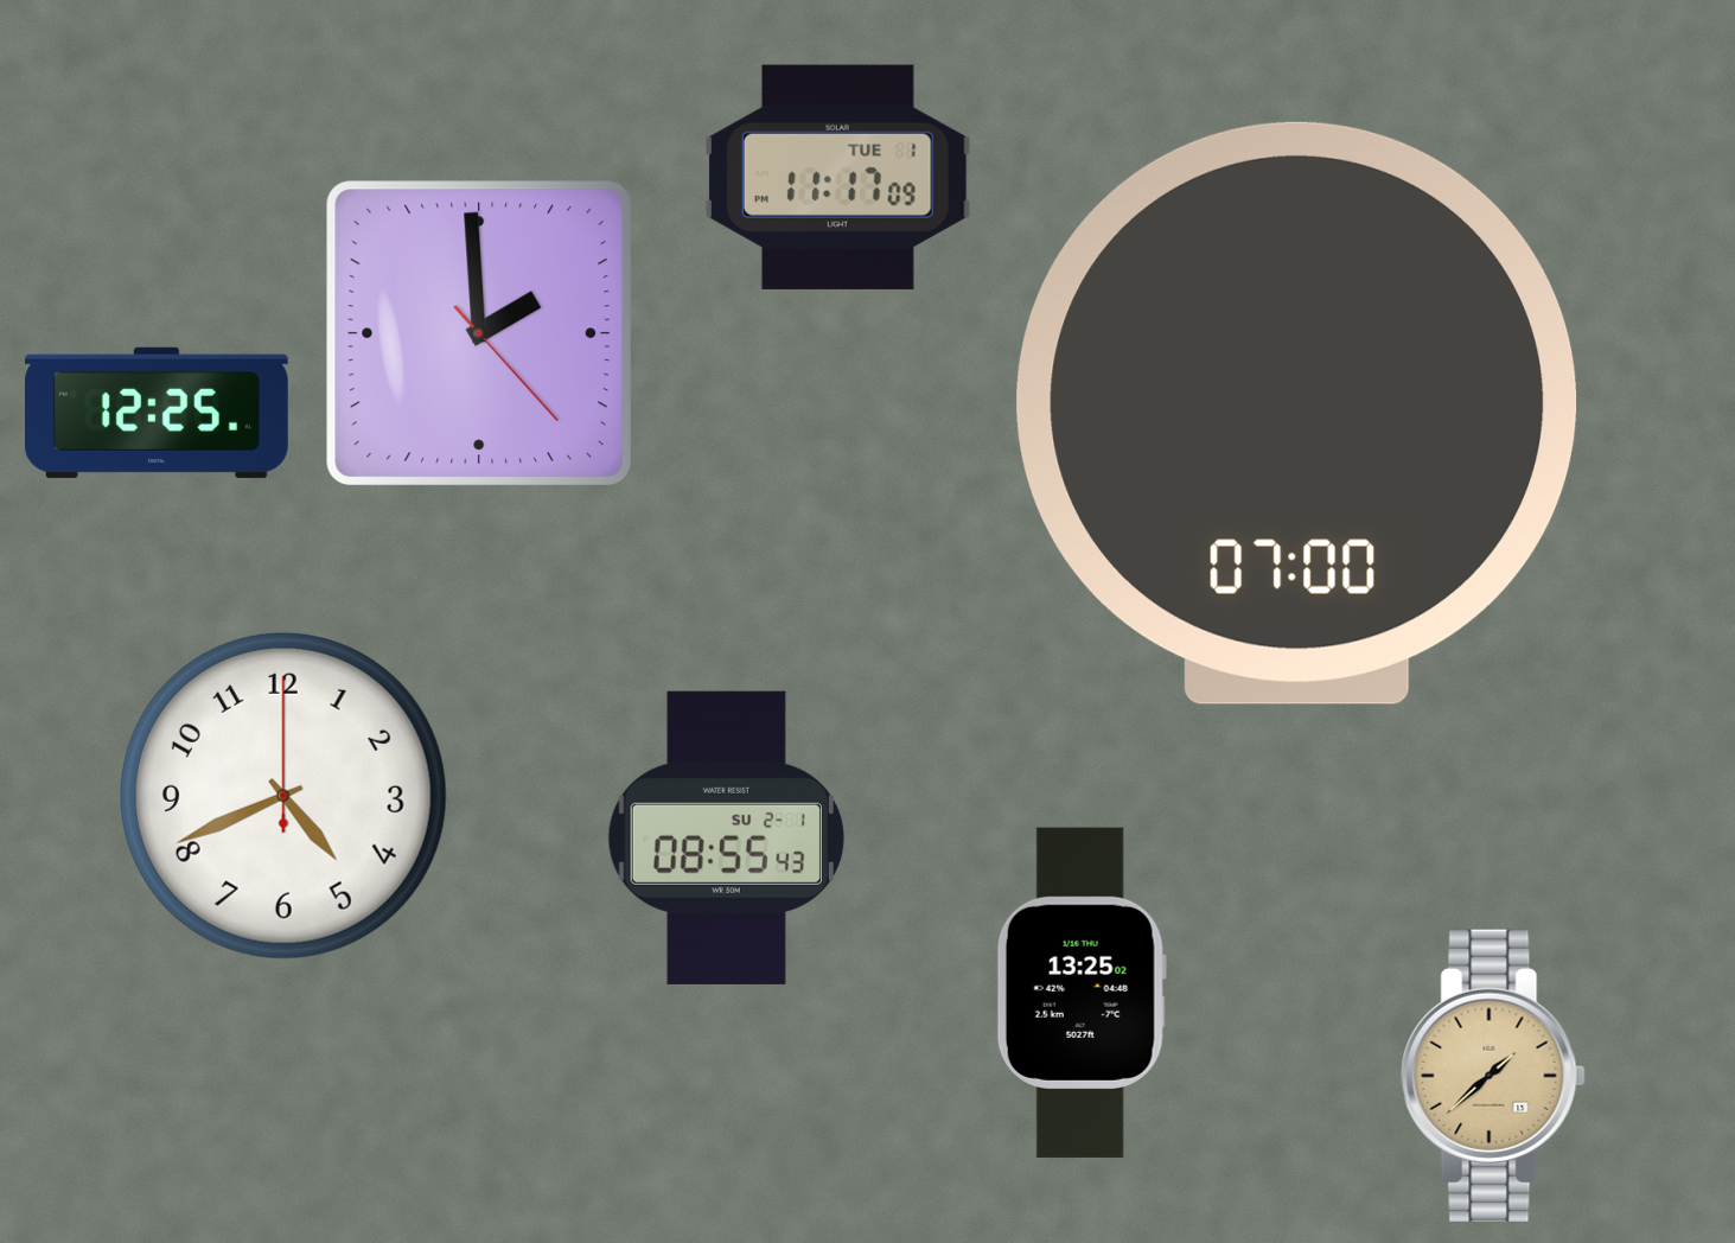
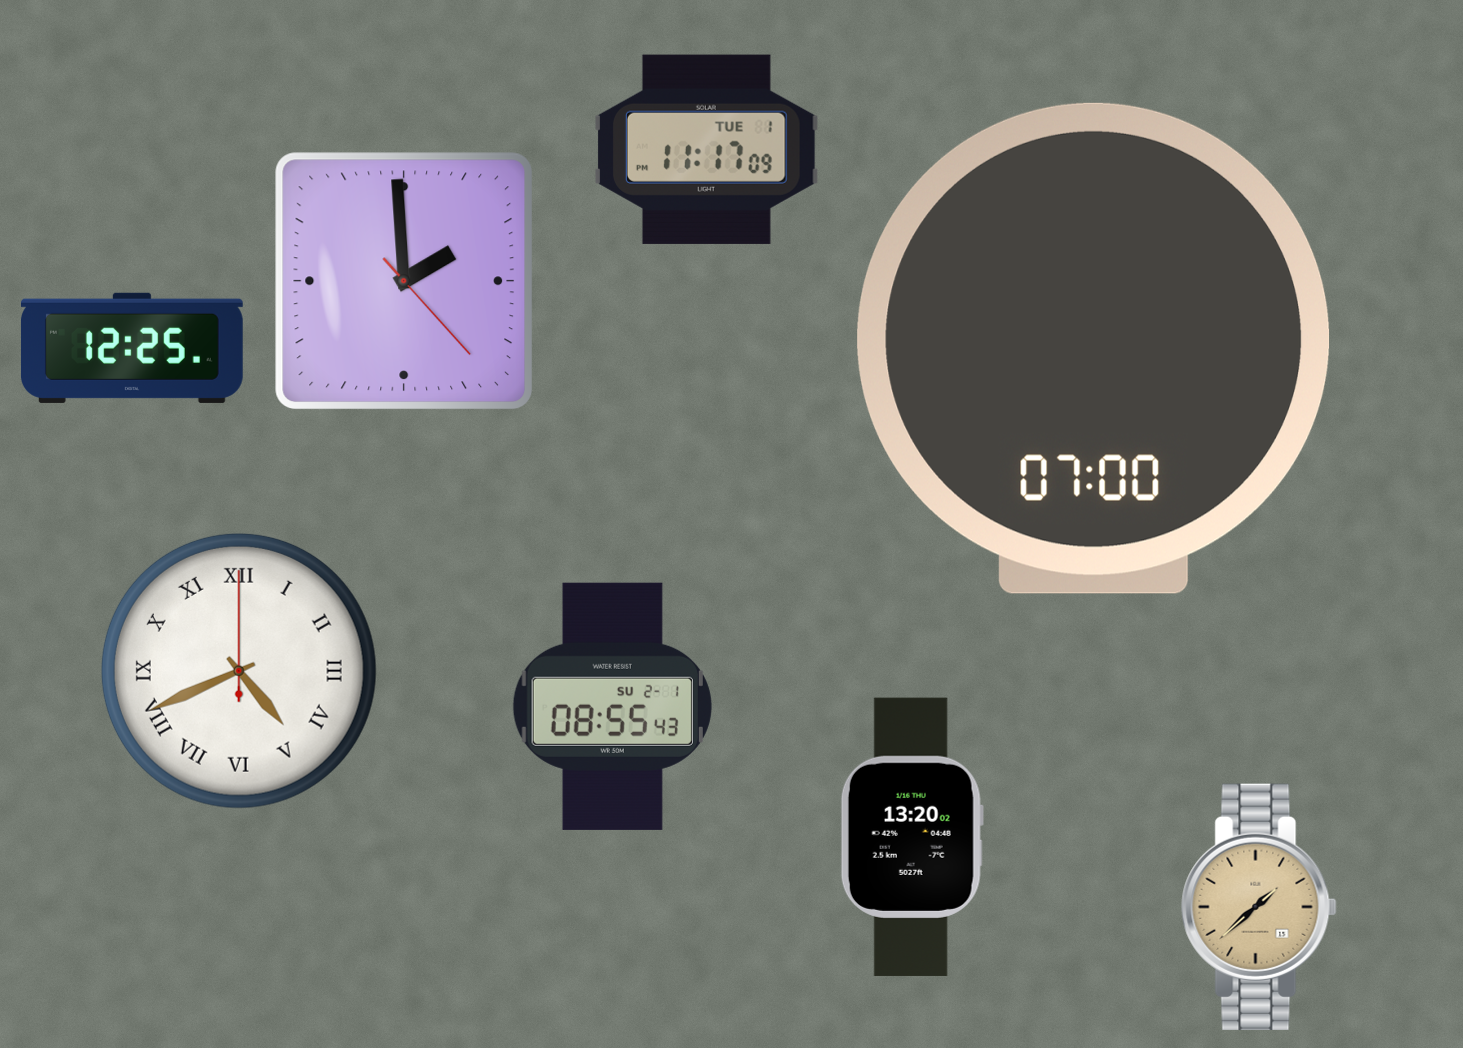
clock at (283, 796) numerals: Arabic -> Roman
clock at (1082, 993): 13:25 -> 13:20
